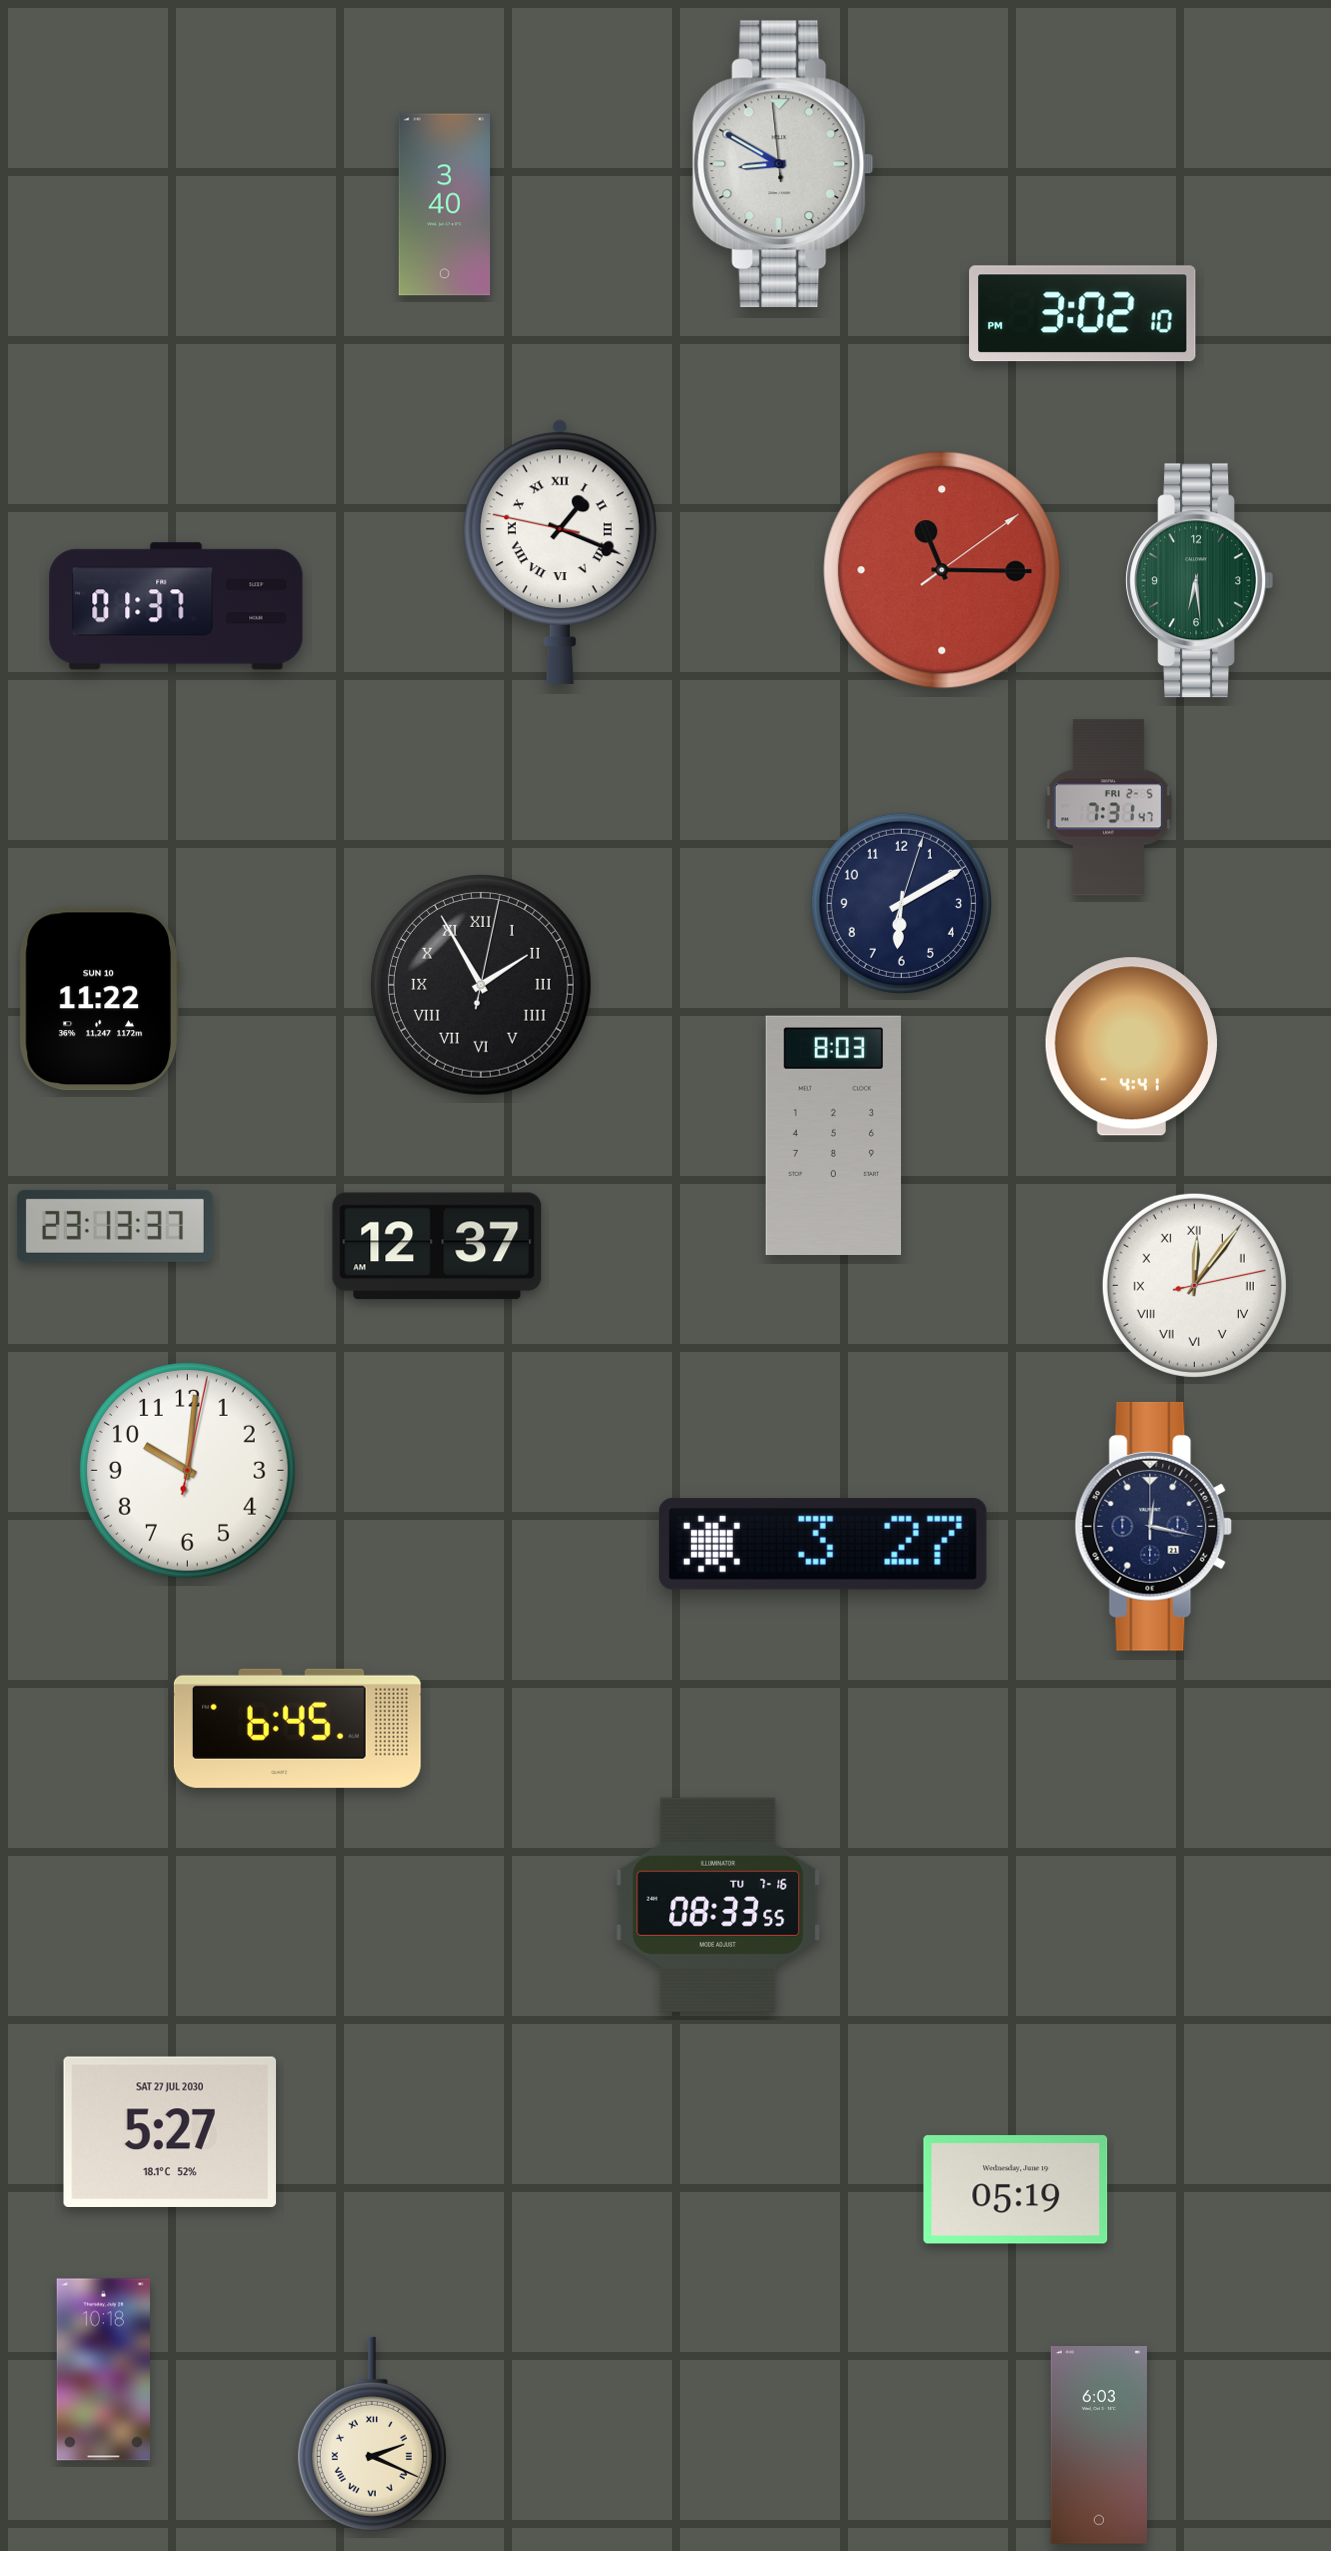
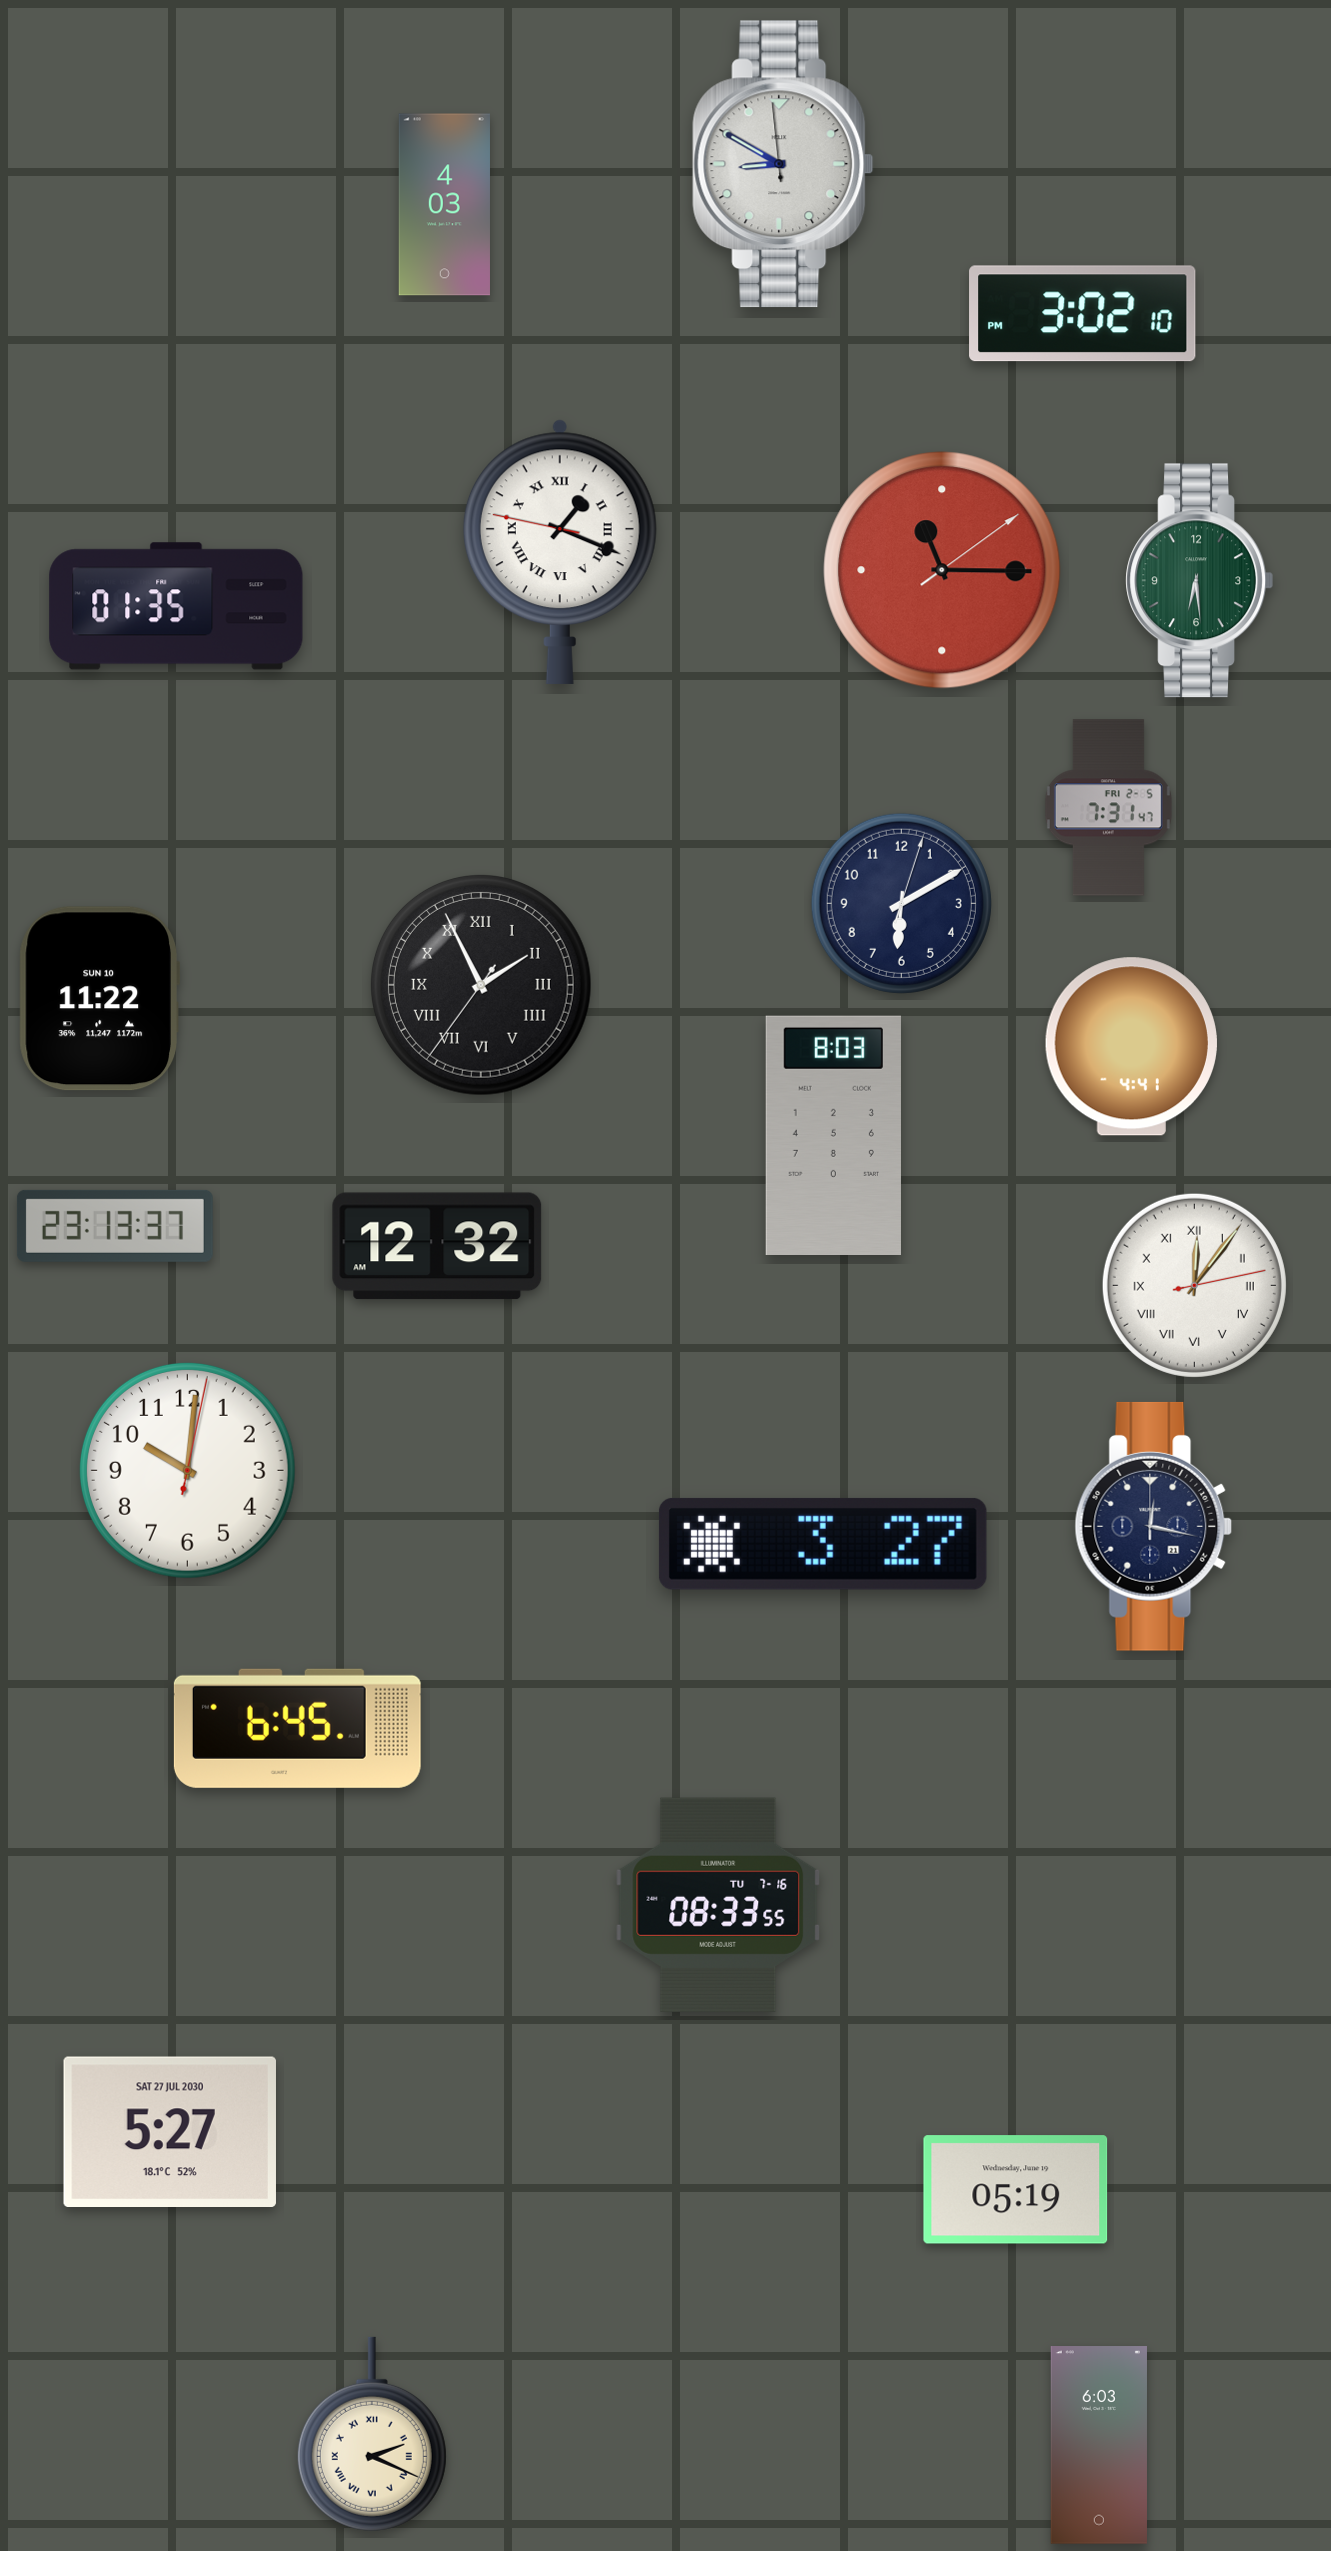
clock at (444, 205): 3:40 -> 4:03
clock at (176, 606): 01:37 -> 01:35
clock at (481, 985): 1:55:02 -> 1:55:36
clock at (437, 1246): 12:37 -> 12:32
clock at (103, 2370): 10:18 -> none
